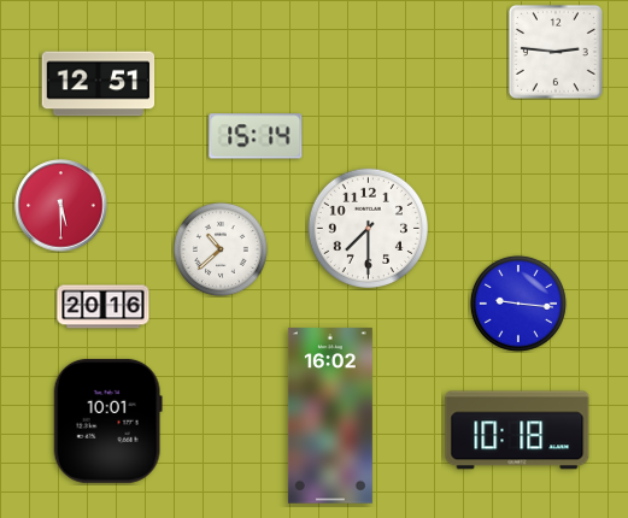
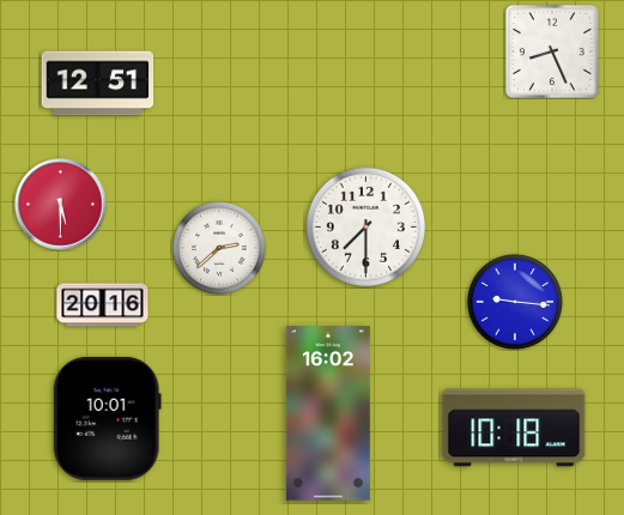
clock at (556, 52): 2:46 -> 8:26
clock at (256, 136): 15:14 -> none
clock at (221, 249): 10:38 -> 2:38
